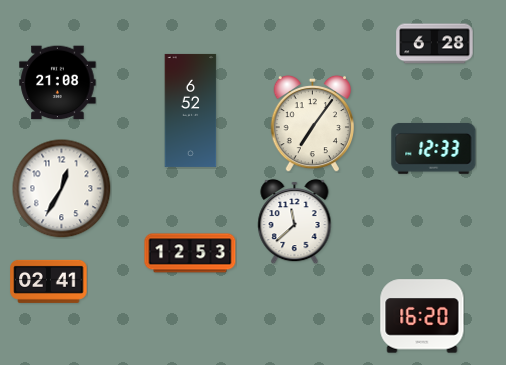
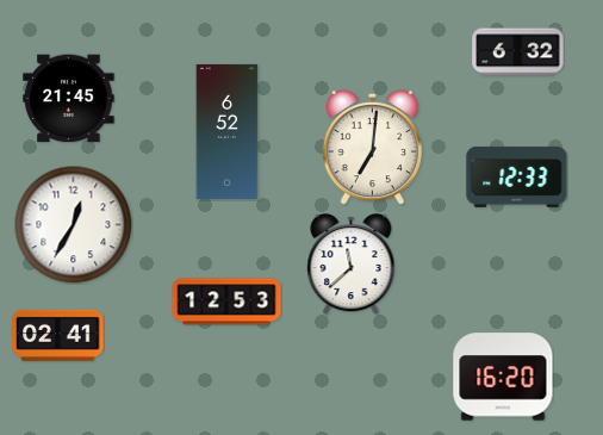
clock at (435, 44): 6:28 -> 6:32
clock at (58, 83): 21:08 -> 21:45
clock at (312, 123): 7:06 -> 7:01
